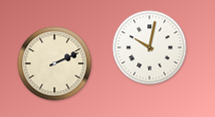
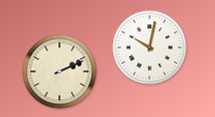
clock at (55, 64) position: (55, 64) -> (60, 72)
